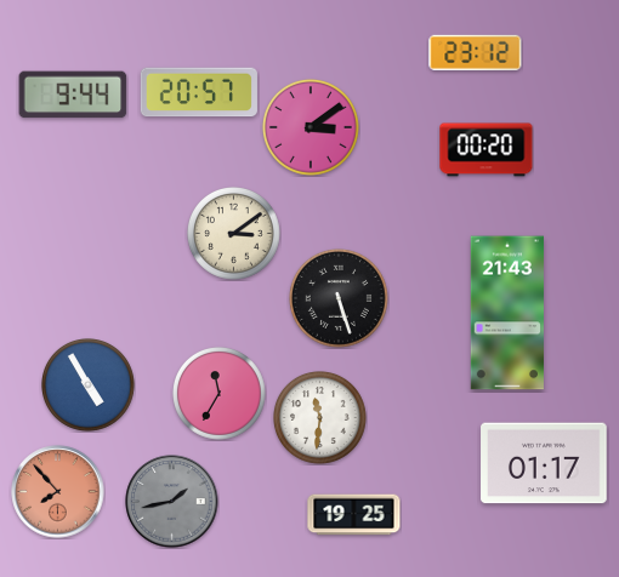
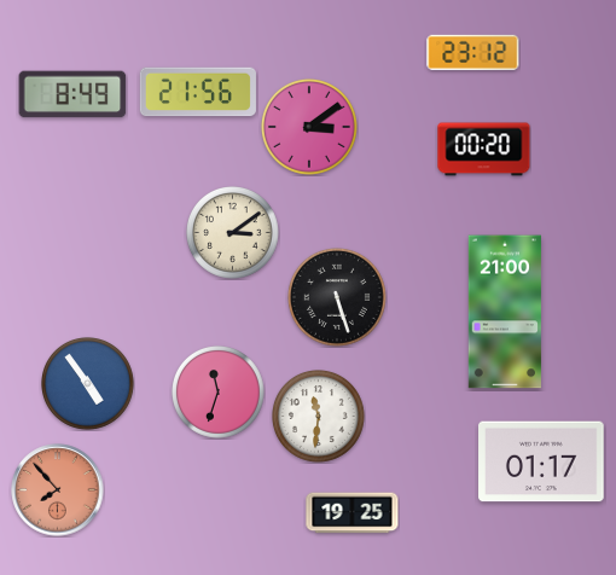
clock at (199, 92): 20:57 -> 21:56
clock at (73, 95): 9:44 -> 8:49
clock at (507, 313): 21:43 -> 21:00
clock at (89, 385): 4:55 -> 4:54
clock at (220, 394): 11:35 -> 11:33
clock at (172, 502): 1:43 -> none
